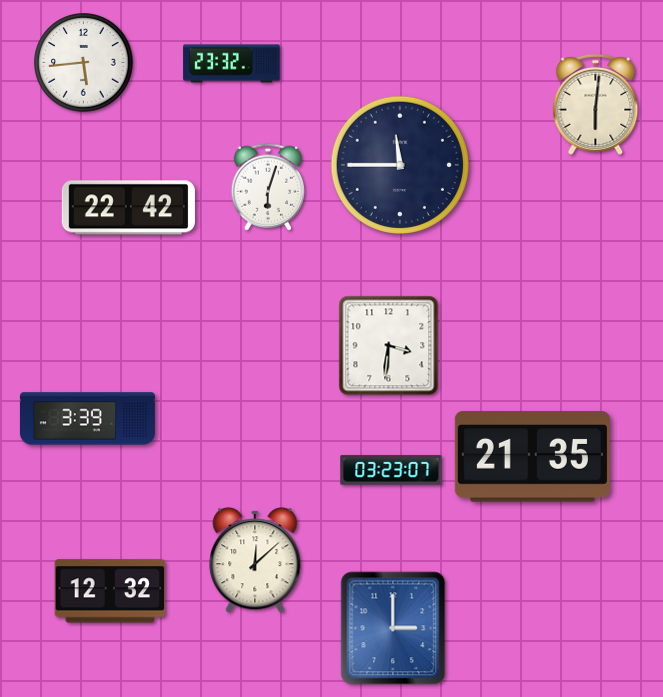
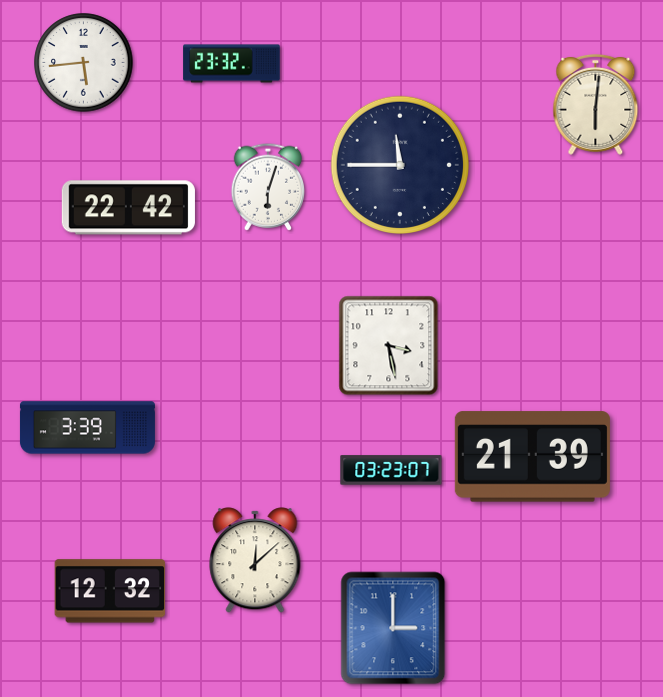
clock at (389, 346): 3:31 -> 3:28
clock at (87, 419) position: (87, 419) -> (87, 428)
clock at (532, 457): 21:35 -> 21:39
